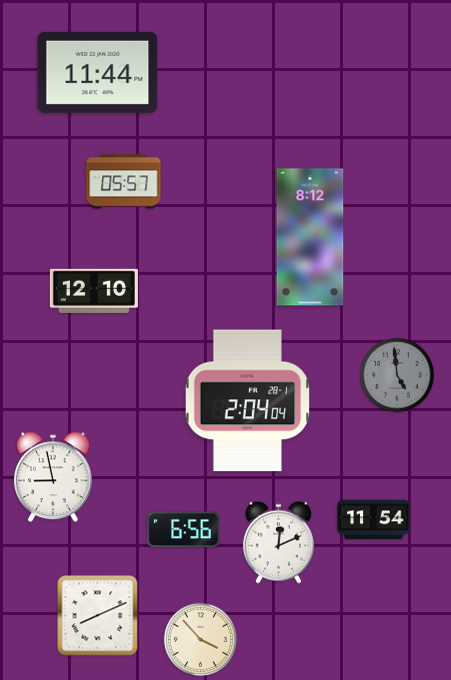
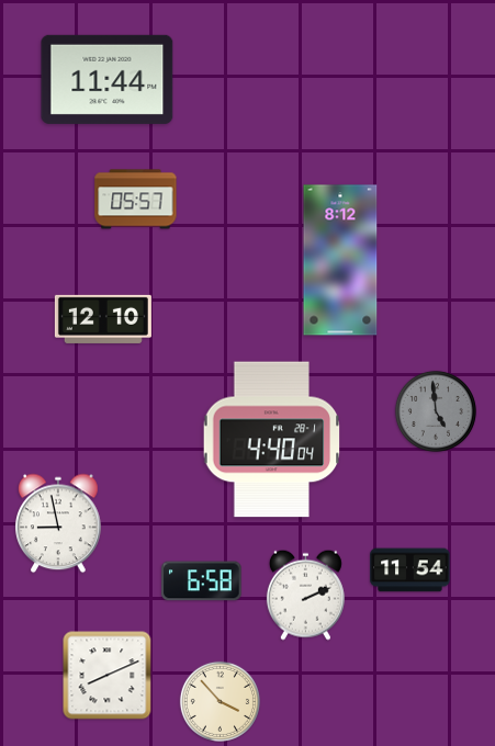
clock at (248, 401): 2:04 -> 4:40
clock at (184, 530): 6:56 -> 6:58
clock at (278, 542): 12:11 -> 2:11
